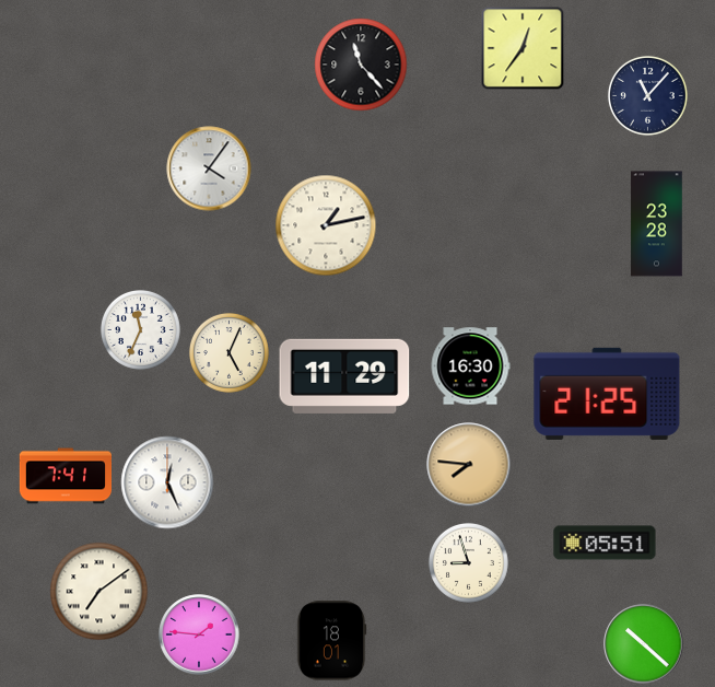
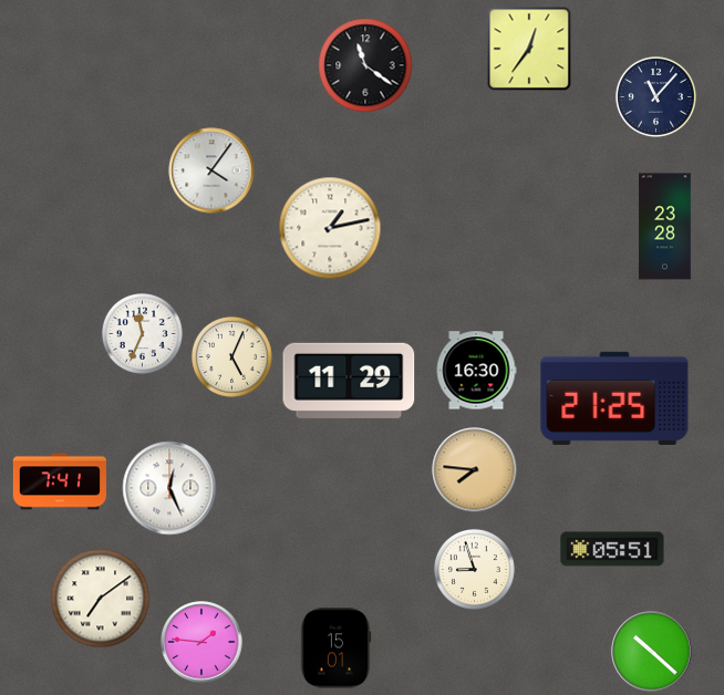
clock at (361, 65): 11:23 -> 11:21
clock at (65, 476) position: (65, 476) -> (59, 481)
clock at (331, 641): 18:01 -> 15:01
